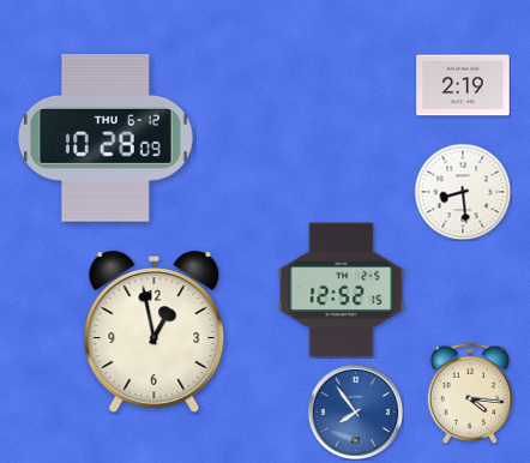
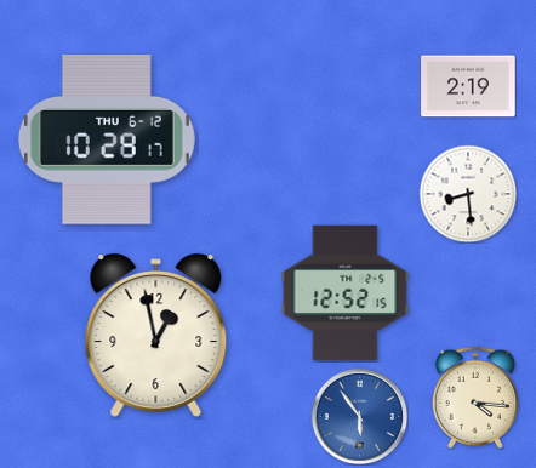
clock at (106, 138): 10:28:09 -> 10:28:17
clock at (355, 411): 7:54 -> 5:54
